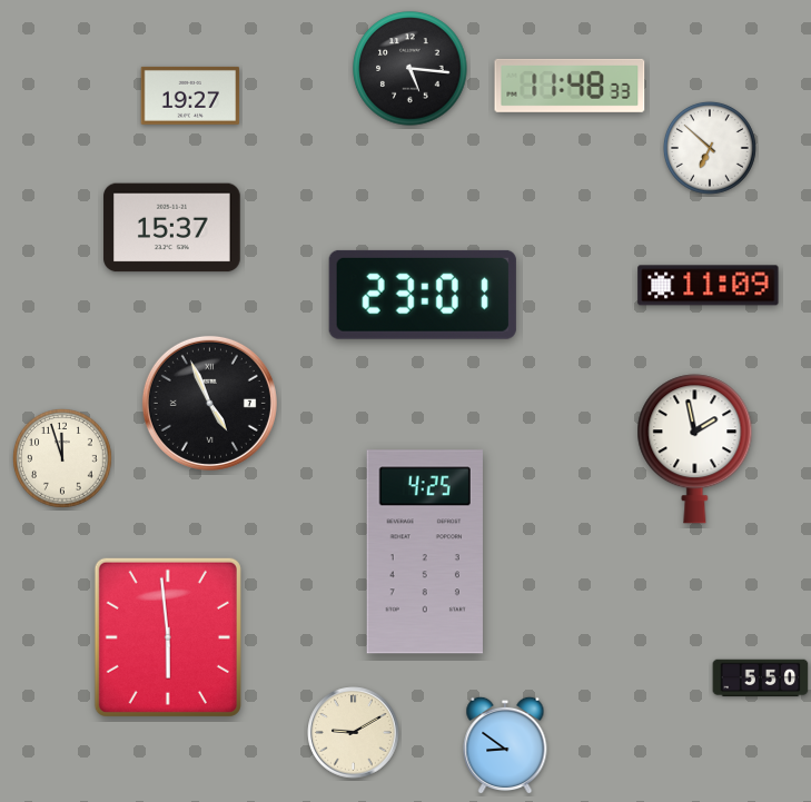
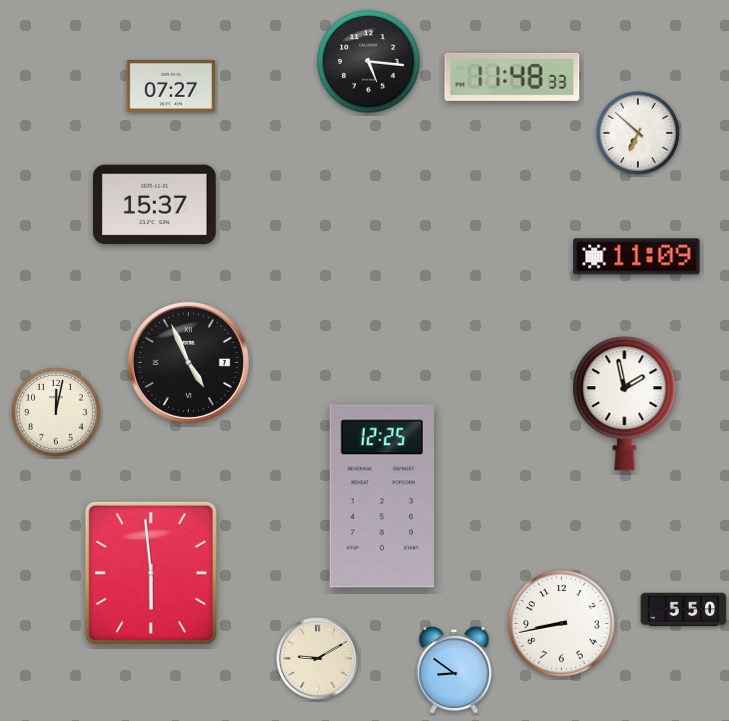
clock at (190, 96): 19:27 -> 07:27
clock at (423, 295): 23:01 -> none
clock at (63, 459): 11:57 -> 12:02
clock at (425, 552): 4:25 -> 12:25
clock at (562, 624): none -> 8:43
